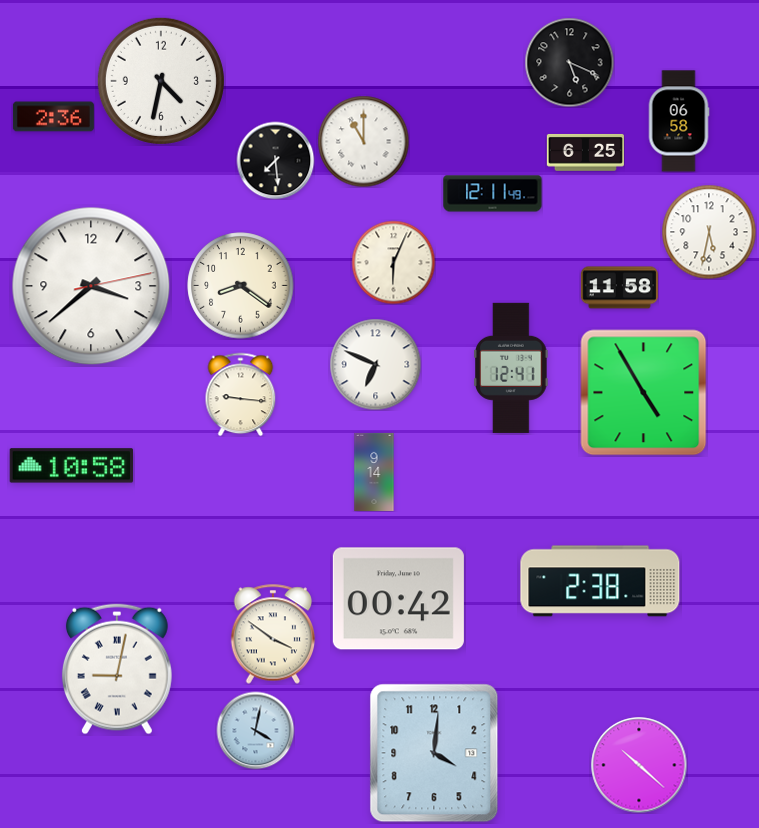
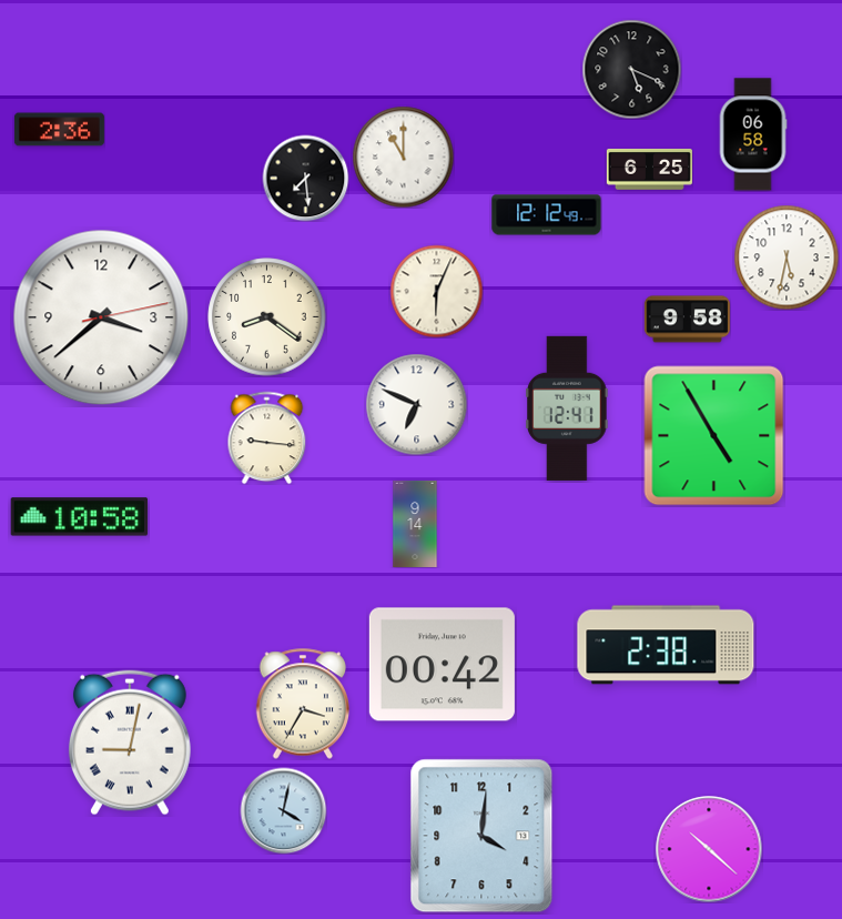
clock at (161, 81): 4:32 -> none
clock at (493, 194): 12:11 -> 12:12
clock at (619, 288): 11:58 -> 9:58
clock at (273, 634): 3:51 -> 3:35
